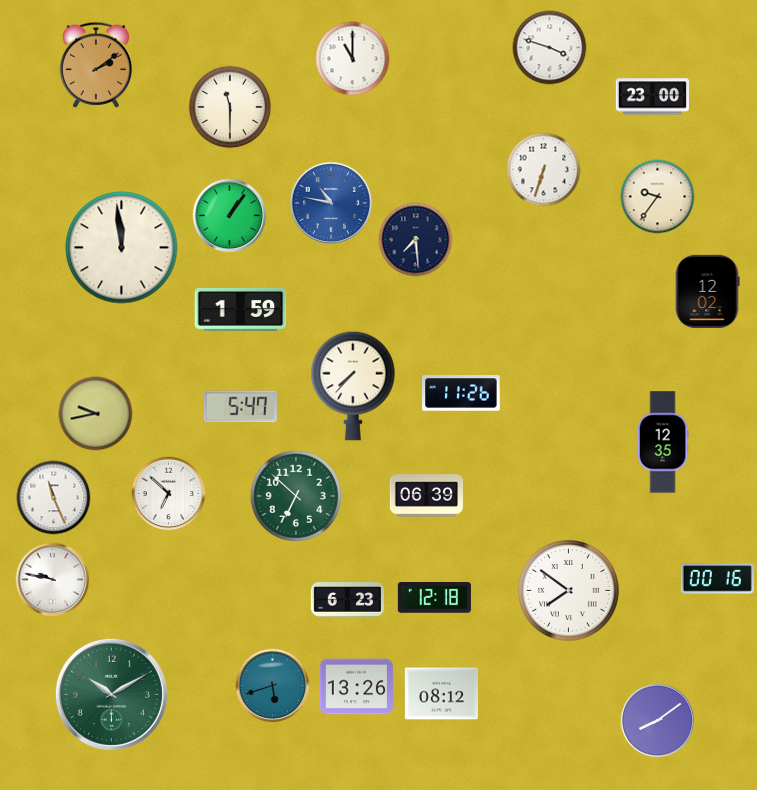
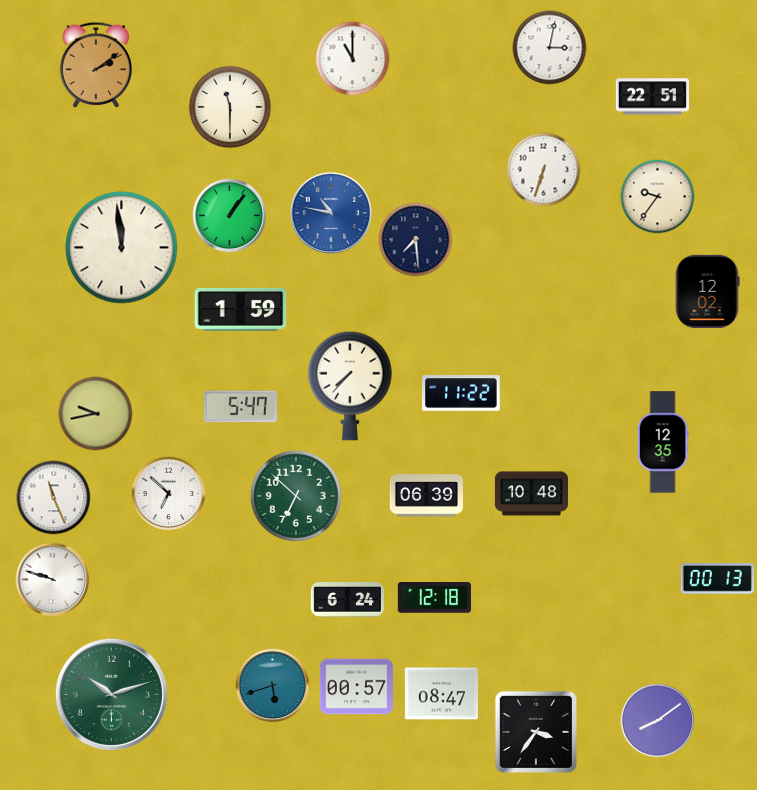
clock at (550, 48): 3:48 -> 3:02
clock at (652, 97): 23:00 -> 22:51
clock at (331, 203) position: (331, 203) -> (331, 213)
clock at (353, 386) position: (353, 386) -> (350, 386)
clock at (461, 393): 11:26 -> 11:22
clock at (531, 494): none -> 10:48
clock at (717, 579): 00:16 -> 00:13
clock at (53, 580): 9:47 -> 9:48
clock at (568, 590): 7:51 -> none
clock at (347, 600): 6:23 -> 6:24
clock at (356, 687): 13:26 -> 00:57
clock at (111, 694): 10:10 -> 10:12
clock at (441, 694): 08:12 -> 08:47
clock at (536, 732): none -> 3:36
